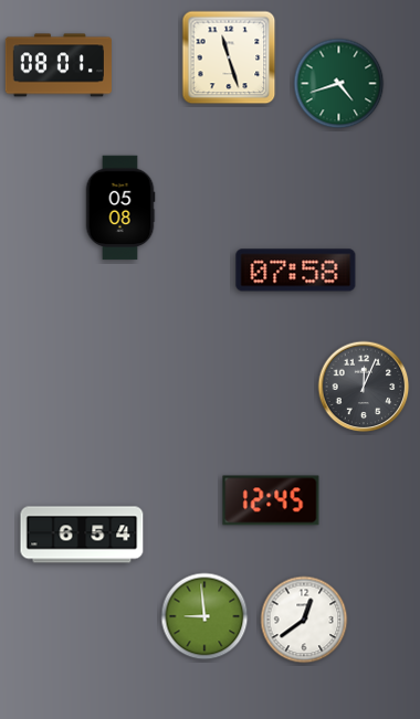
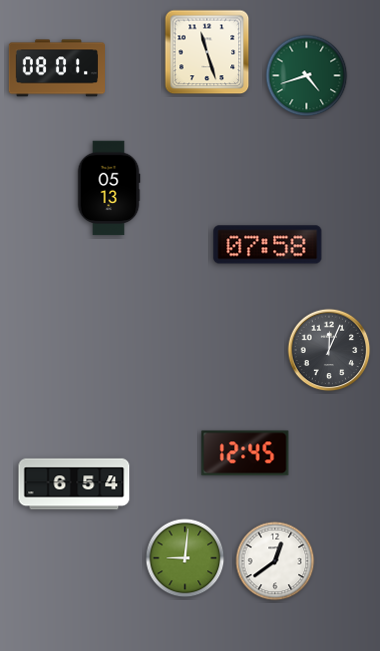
clock at (59, 65) position: (59, 65) -> (57, 68)
clock at (120, 208): 05:08 -> 05:13
clock at (204, 616): 8:59 -> 9:01
